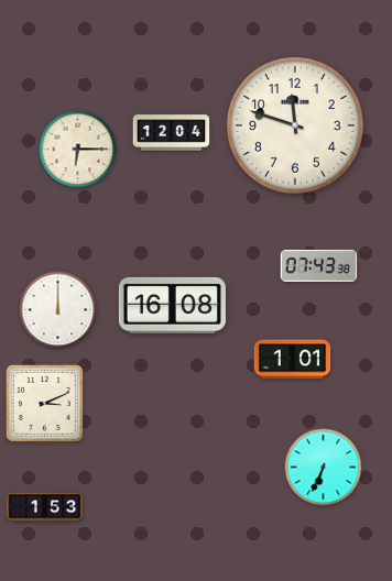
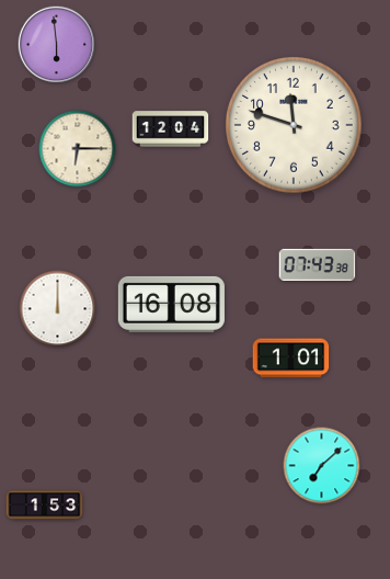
clock at (57, 45): none -> 5:59
clock at (172, 133) position: (172, 133) -> (171, 129)
clock at (44, 403): 3:11 -> none
clock at (324, 468): 6:34 -> 7:08
